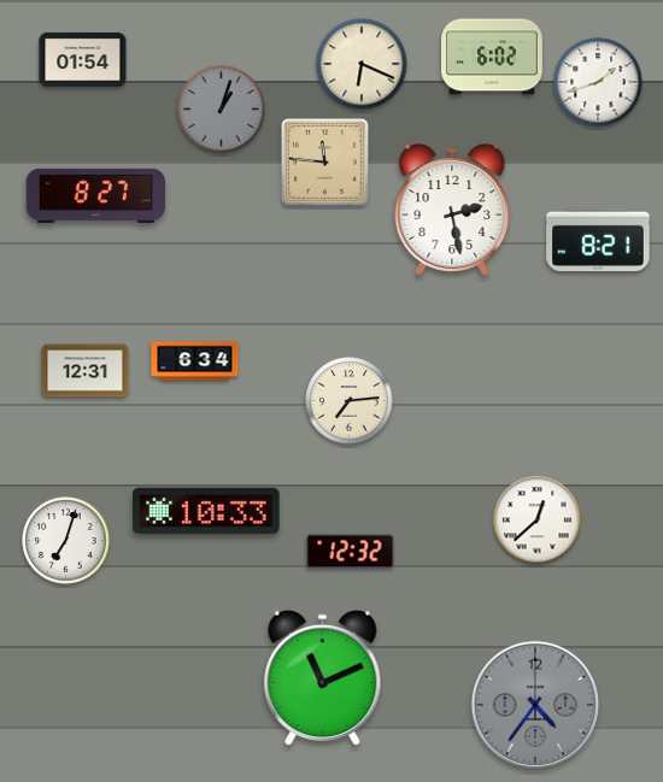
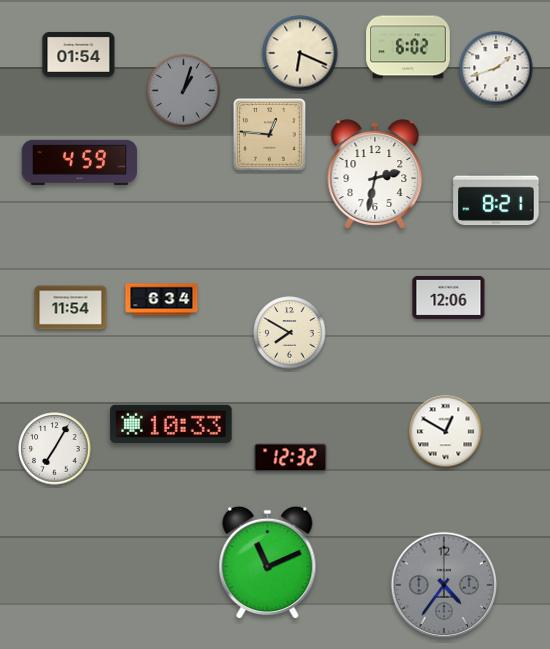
clock at (83, 59) position: (83, 59) -> (79, 54)
clock at (325, 163): 11:46 -> 12:46
clock at (96, 195): 8:27 -> 4:59
clock at (452, 210): 2:28 -> 2:32
clock at (449, 297): none -> 12:06
clock at (86, 371): 12:31 -> 11:54
clock at (350, 401): 7:14 -> 7:50
clock at (538, 521): 12:38 -> 12:50
clock at (66, 541): 7:03 -> 7:05
